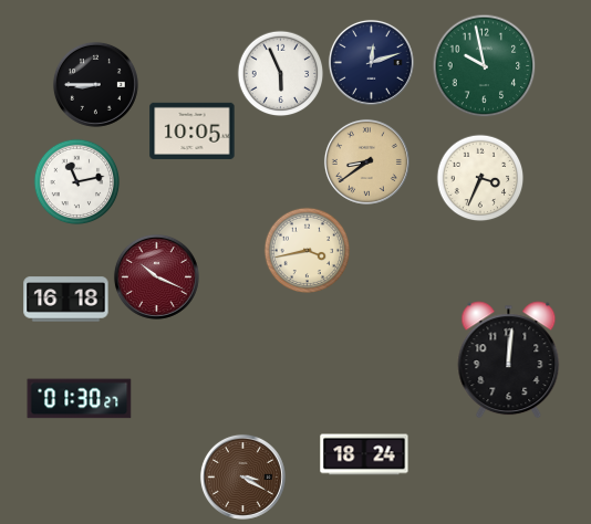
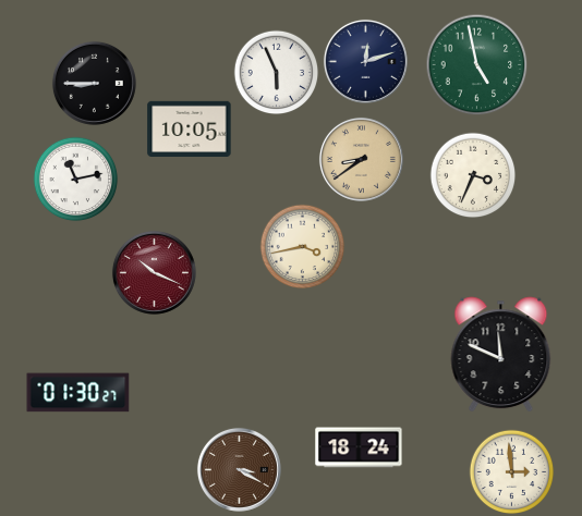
clock at (484, 65): 9:58 -> 4:58
clock at (66, 300): 16:18 -> none
clock at (509, 360): 12:01 -> 11:49
clock at (511, 471): none -> 2:59
